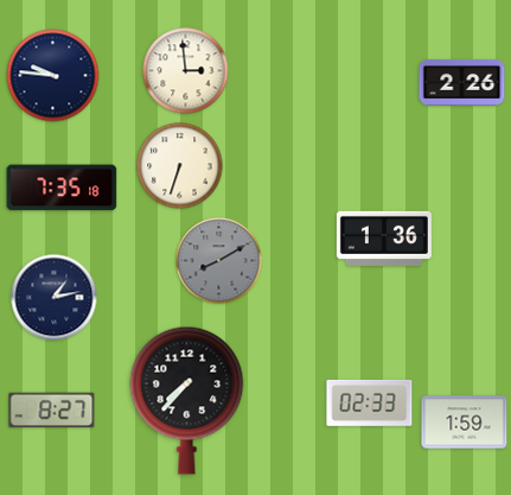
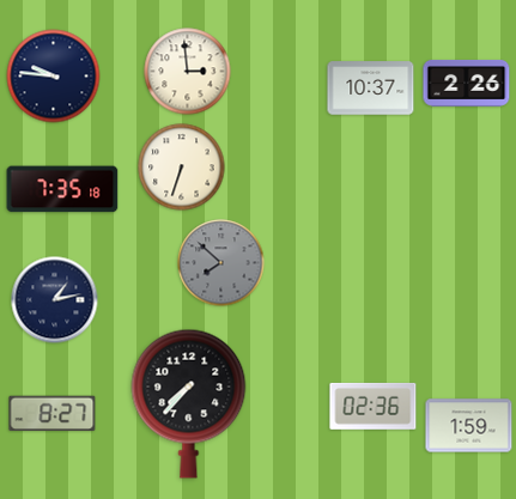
clock at (371, 89): none -> 10:37
clock at (384, 239): 1:36 -> none
clock at (219, 261): 8:10 -> 7:52
clock at (370, 402): 02:33 -> 02:36
